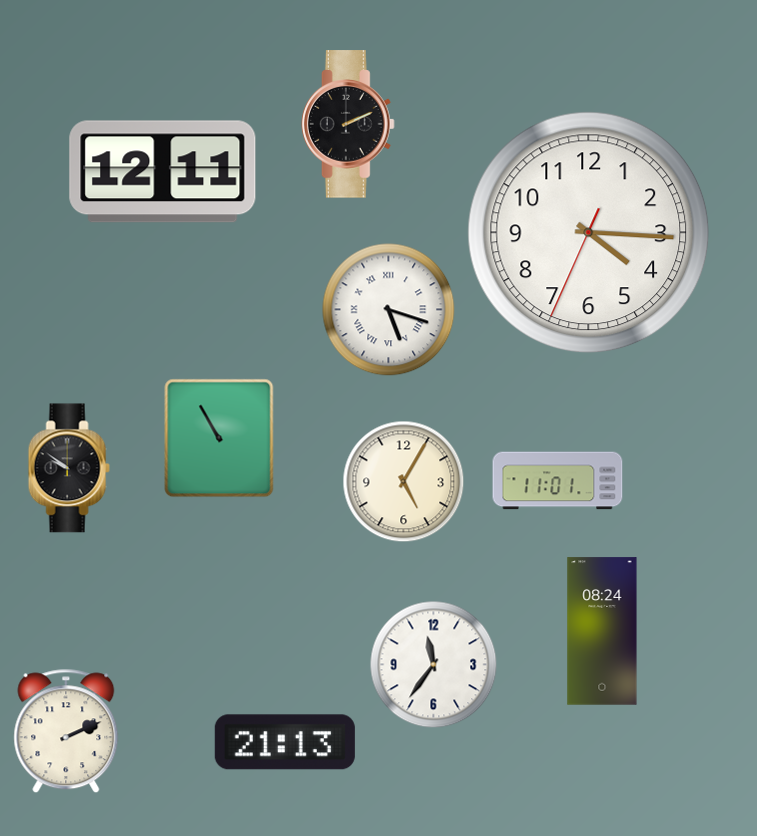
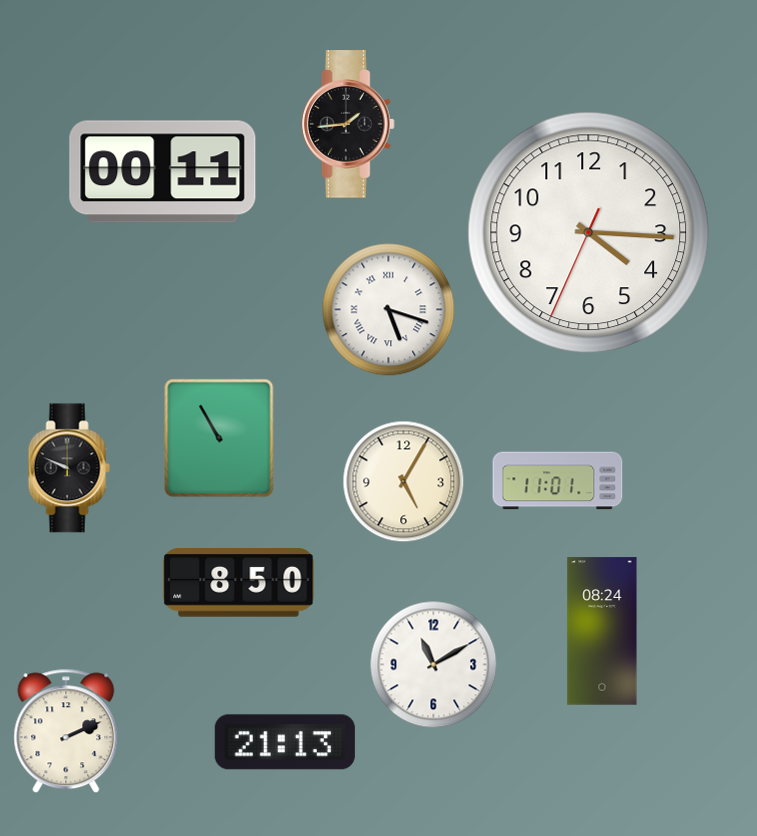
clock at (348, 124): 2:11 -> 1:44
clock at (163, 172): 12:11 -> 00:11
clock at (69, 468): 9:51 -> 9:49
clock at (239, 583): none -> 8:50
clock at (434, 665): 11:36 -> 11:10
